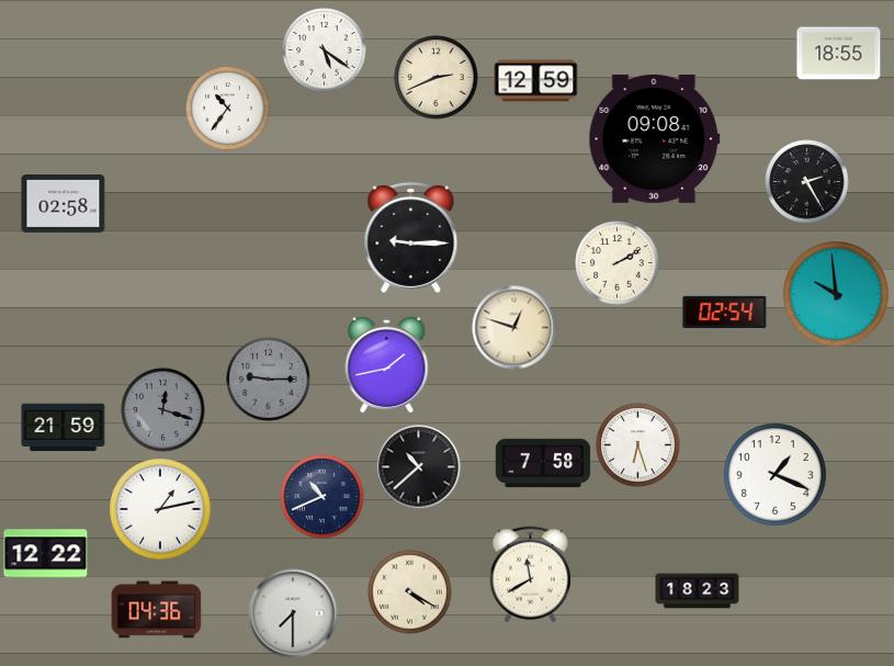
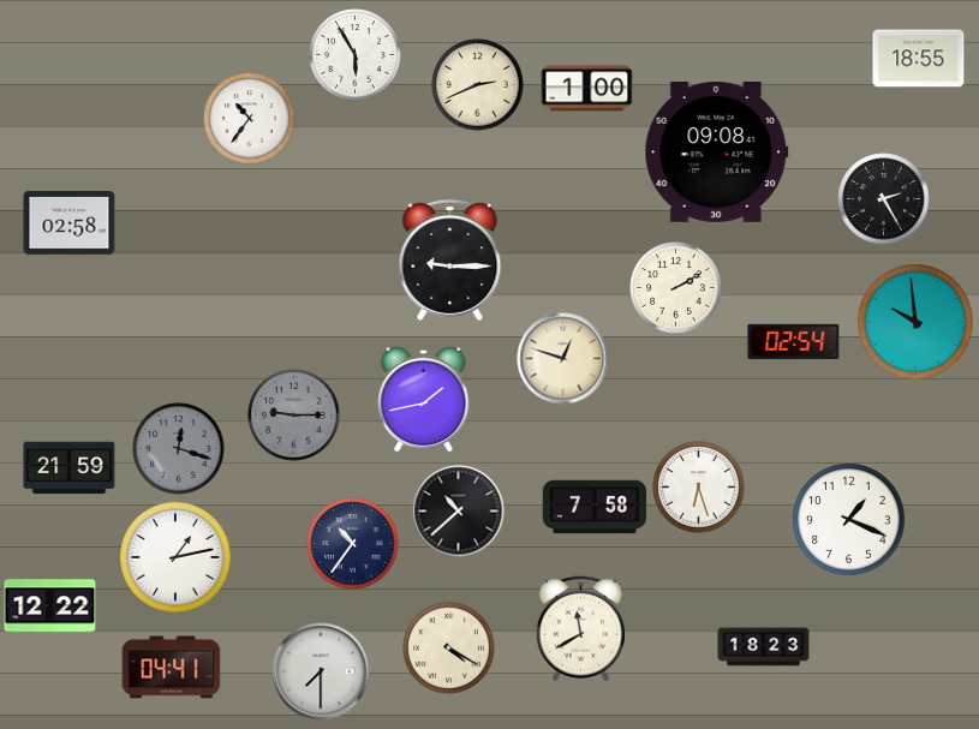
clock at (325, 50): 5:21 -> 5:55
clock at (536, 81): 12:59 -> 1:00
clock at (322, 497): 10:41 -> 10:36
clock at (157, 610): 04:36 -> 04:41
